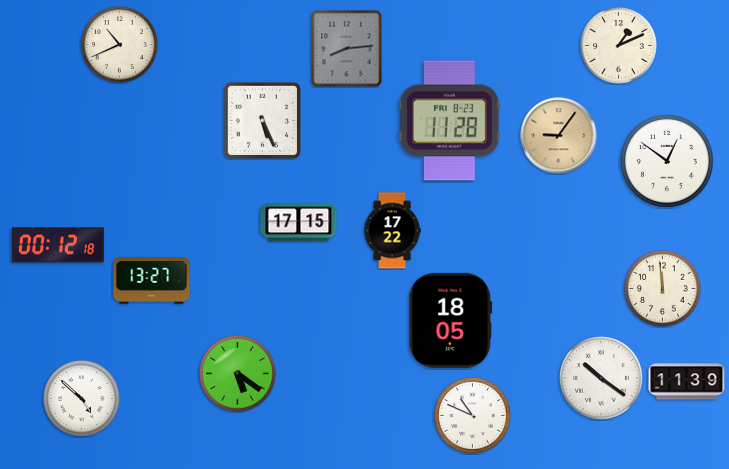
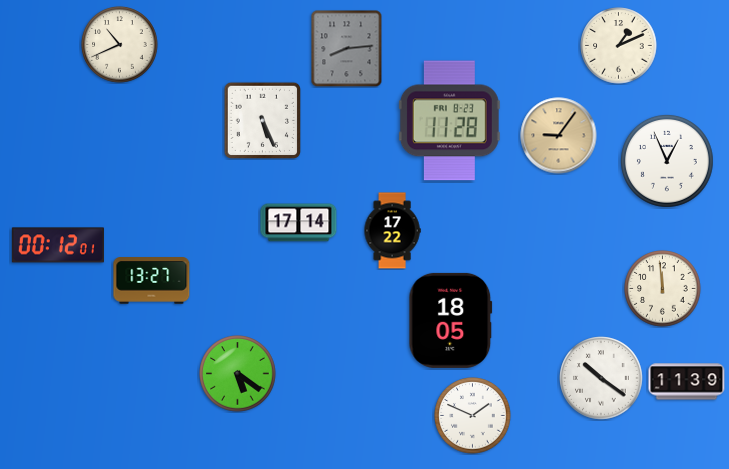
clock at (667, 161): 12:51 -> 12:56
clock at (299, 223): 17:15 -> 17:14
clock at (58, 245): 00:12:18 -> 00:12:01
clock at (82, 399): 4:52 -> none
clock at (473, 416): 10:49 -> 1:49
